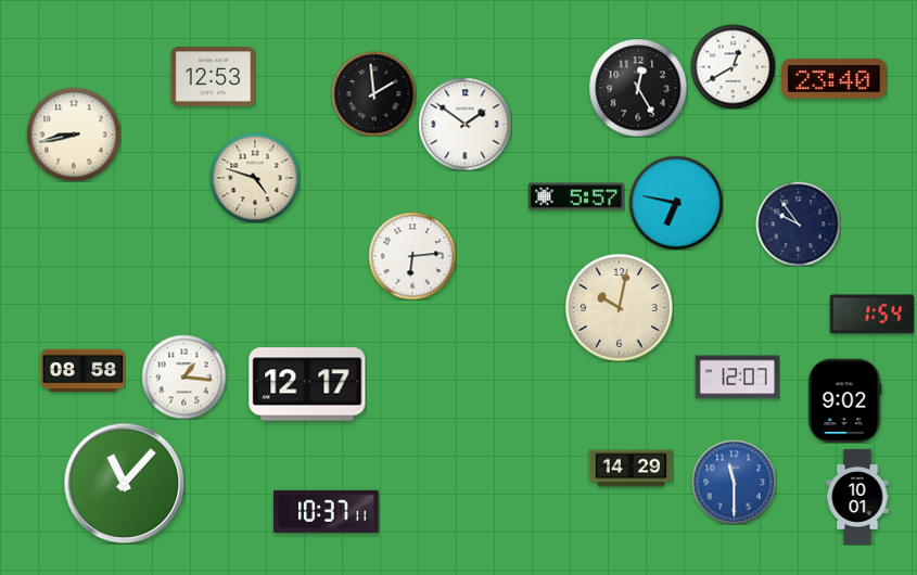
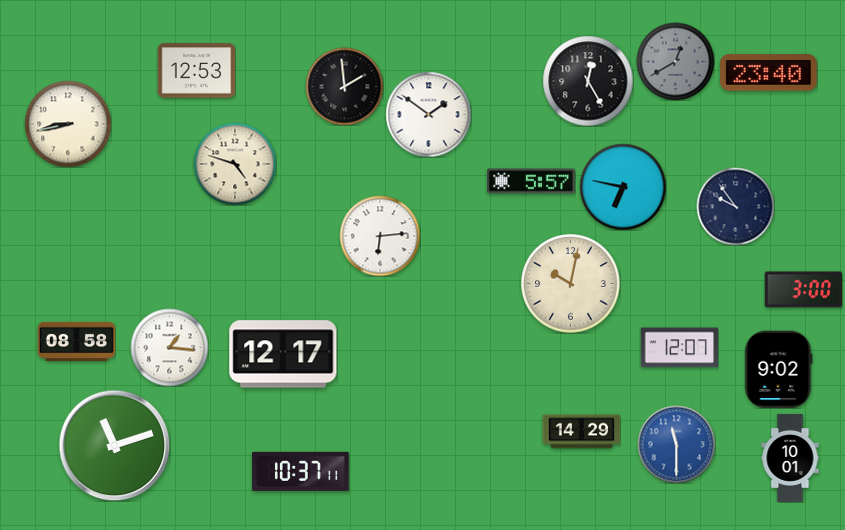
clock at (733, 66) dial: white -> grey
clock at (871, 315): 1:54 -> 3:00
clock at (124, 483): 11:07 -> 11:12
